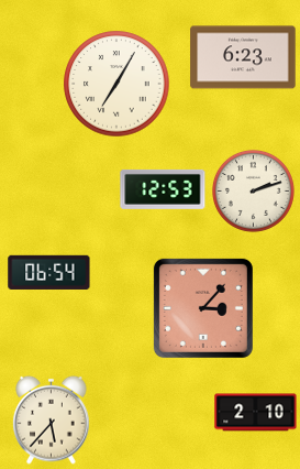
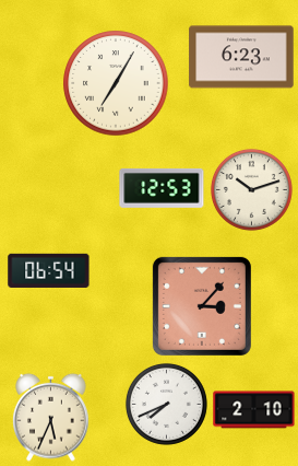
clock at (253, 190): 2:12 -> 10:12
clock at (166, 404): none -> 7:41
clock at (52, 419): 5:37 -> 5:34
